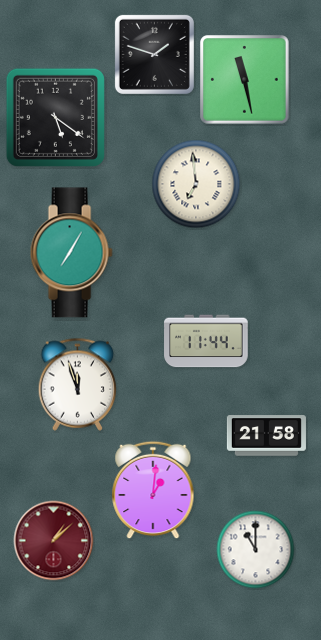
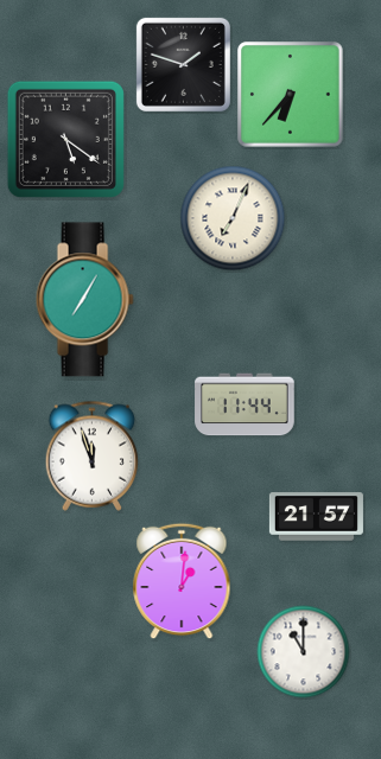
clock at (245, 80): 11:28 -> 6:37
clock at (196, 184): 6:59 -> 7:04
clock at (266, 436): 21:58 -> 21:57
clock at (54, 541): 1:08 -> none
